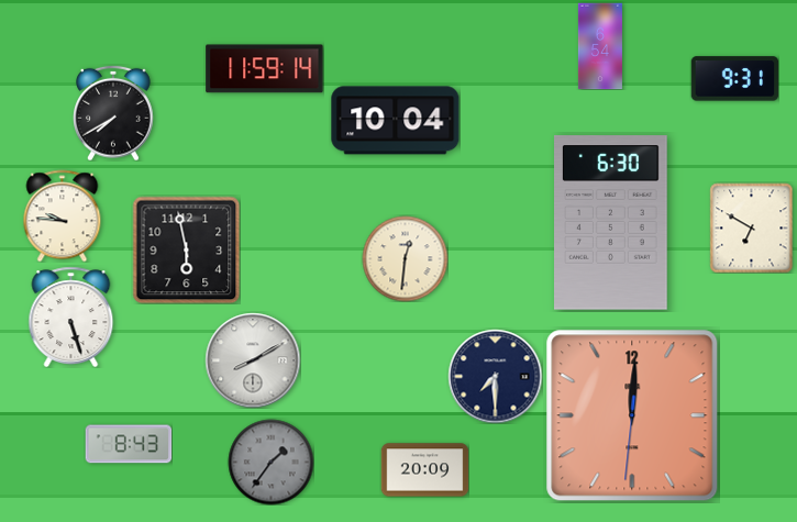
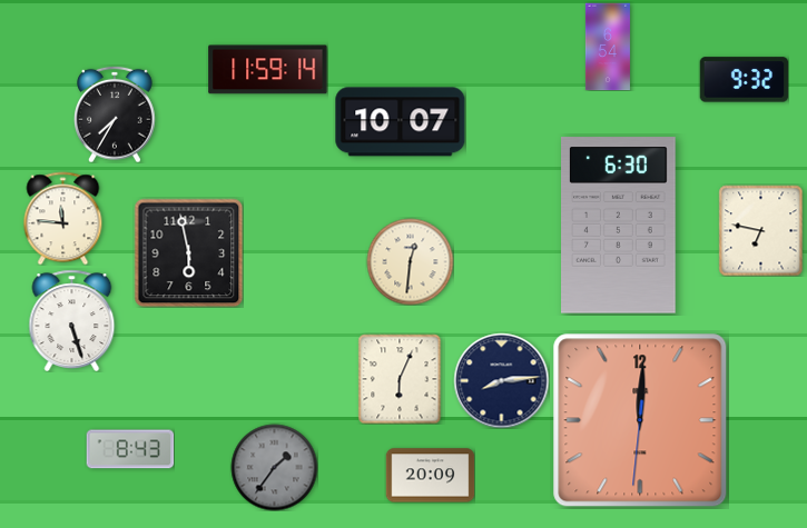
clock at (734, 79): 9:31 -> 9:32
clock at (113, 113): 7:40 -> 7:35
clock at (396, 121): 10:04 -> 10:07
clock at (63, 215): 9:46 -> 11:46
clock at (752, 227): 6:50 -> 6:47
clock at (253, 360): 8:10 -> none
clock at (400, 379): none -> 6:04
clock at (495, 376): 7:30 -> 8:14
